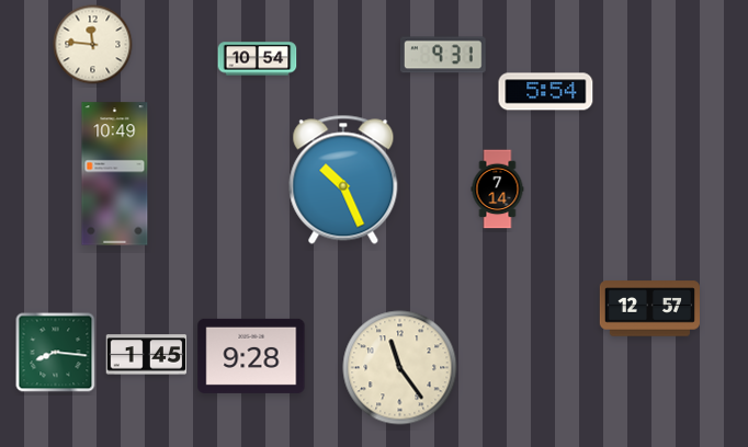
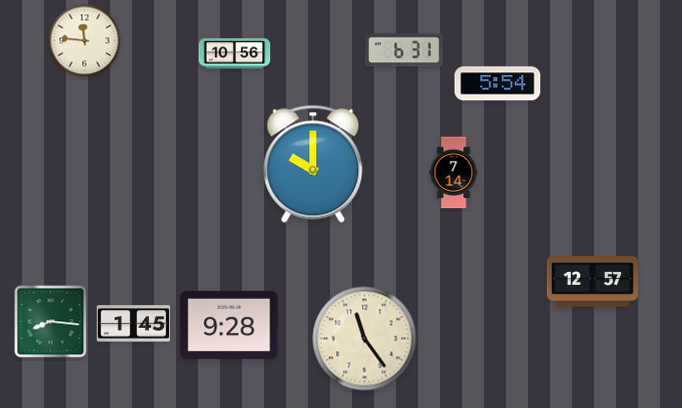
clock at (444, 55): 9:31 -> 6:31
clock at (258, 59): 10:54 -> 10:56
clock at (115, 174): 10:49 -> none
clock at (343, 180): 10:26 -> 10:00
clock at (400, 368) position: (400, 368) -> (365, 339)
